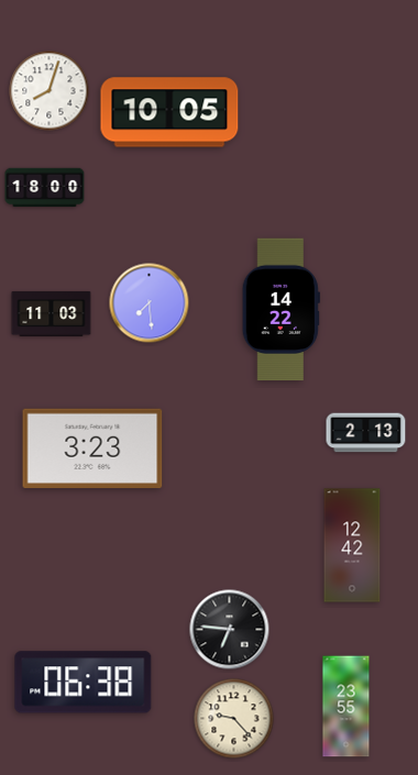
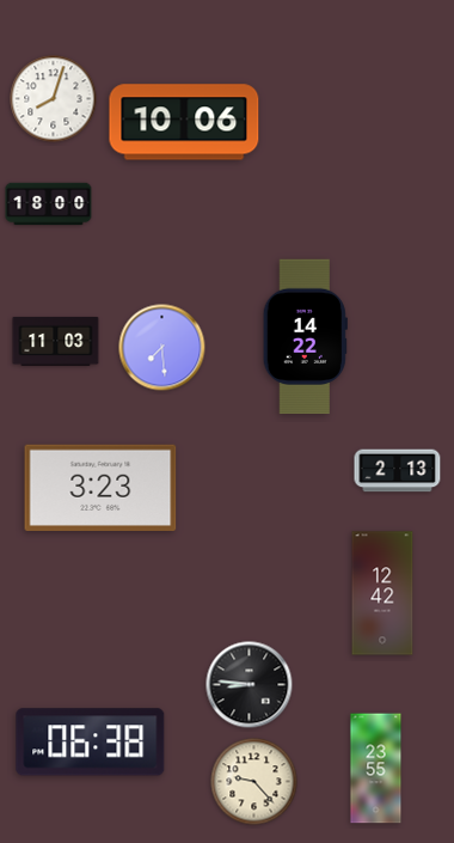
clock at (169, 112): 10:05 -> 10:06
clock at (150, 303) position: (150, 303) -> (162, 348)
clock at (230, 630): 6:46 -> 8:46
